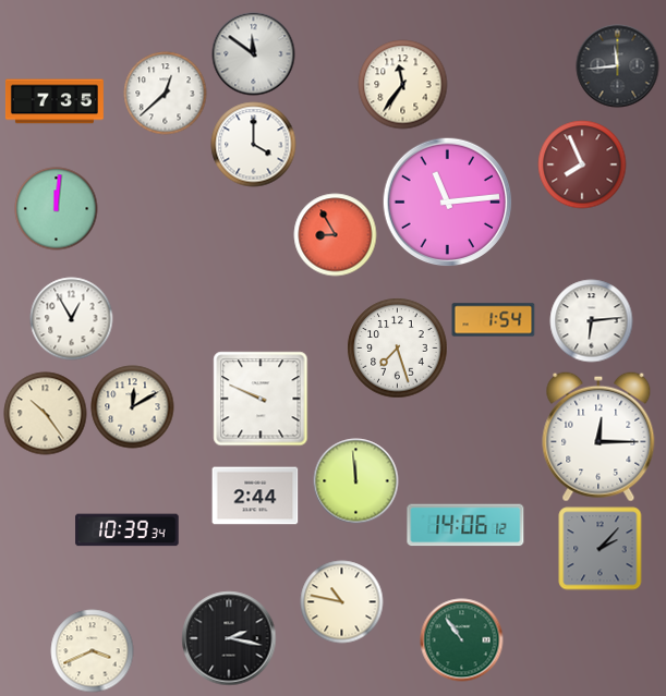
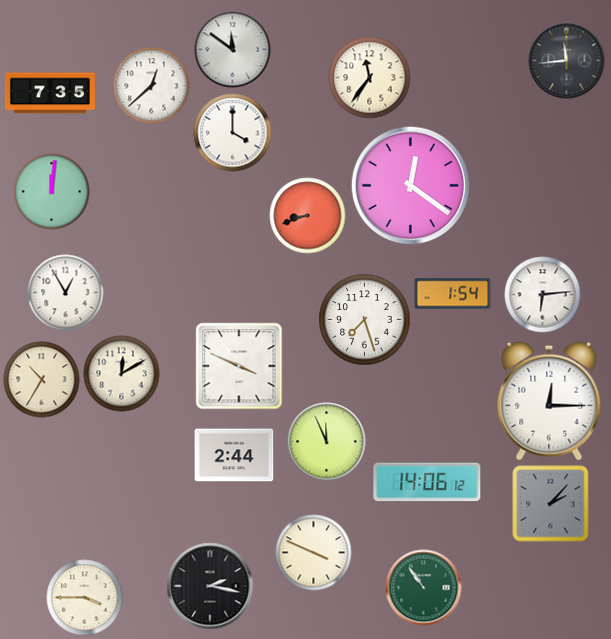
clock at (582, 164): 7:56 -> none
clock at (448, 203): 11:14 -> 12:21
clock at (336, 235): 8:55 -> 8:42
clock at (261, 399): 9:49 -> 3:49
clock at (46, 414): 10:24 -> 10:35
clock at (356, 481): 11:59 -> 11:56
clock at (128, 530): 10:39 -> none
clock at (342, 602): 10:47 -> 3:49
clock at (93, 651): 3:41 -> 3:45
